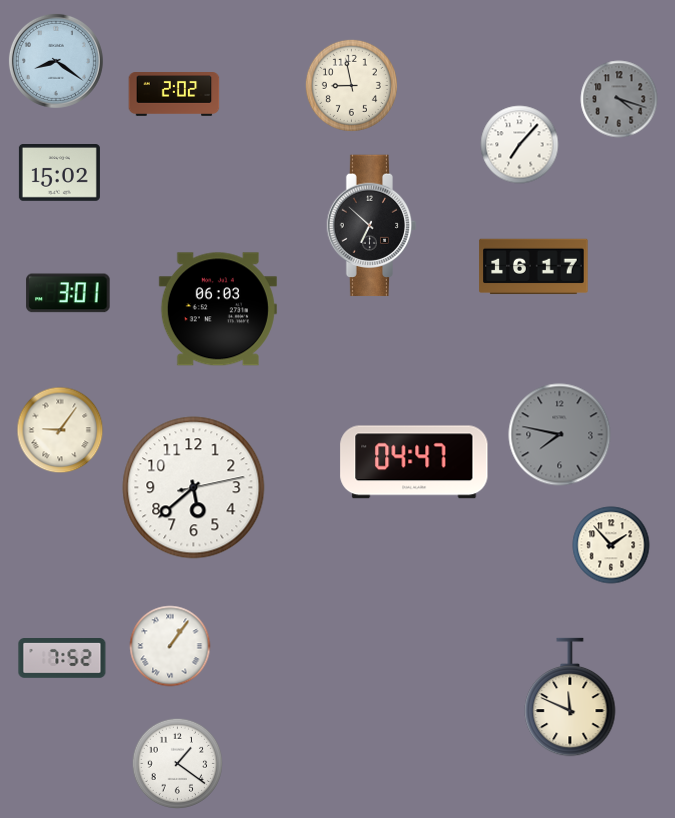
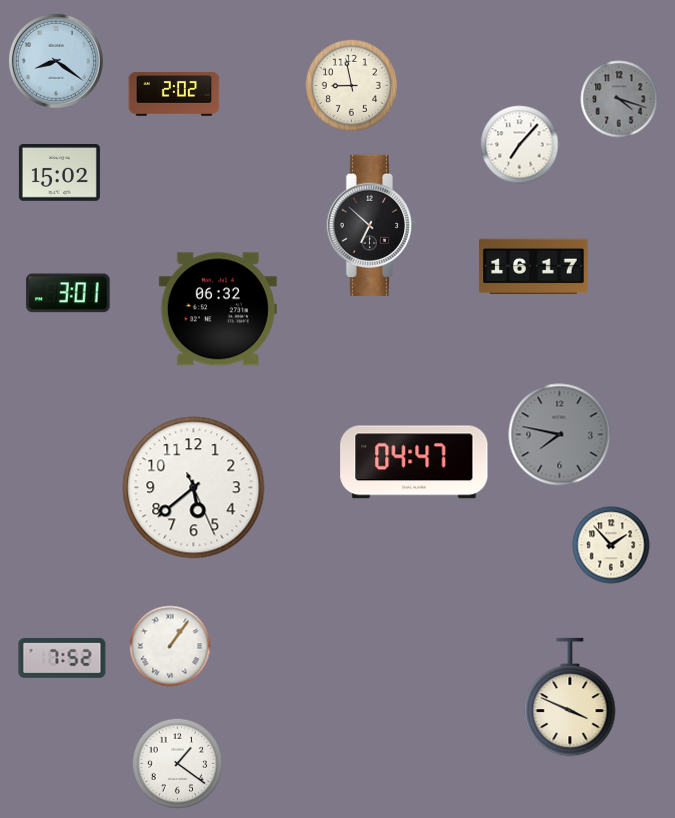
clock at (218, 309): 06:03 -> 06:32
clock at (60, 430): 9:06 -> none
clock at (194, 488): 5:38:13 -> 5:38:26
clock at (570, 697): 11:49 -> 3:49
